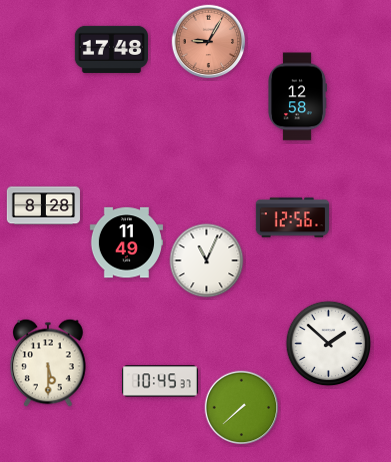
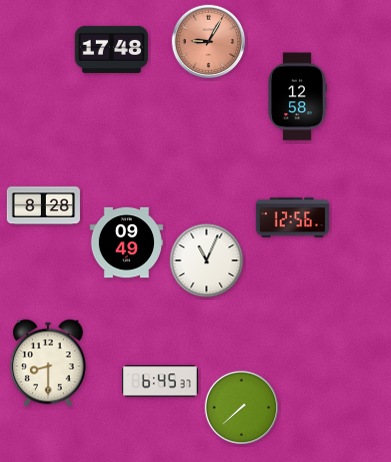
clock at (126, 243): 11:49 -> 09:49
clock at (329, 344): 1:52 -> none
clock at (49, 363): 5:30 -> 8:30
clock at (161, 381): 10:45 -> 6:45
